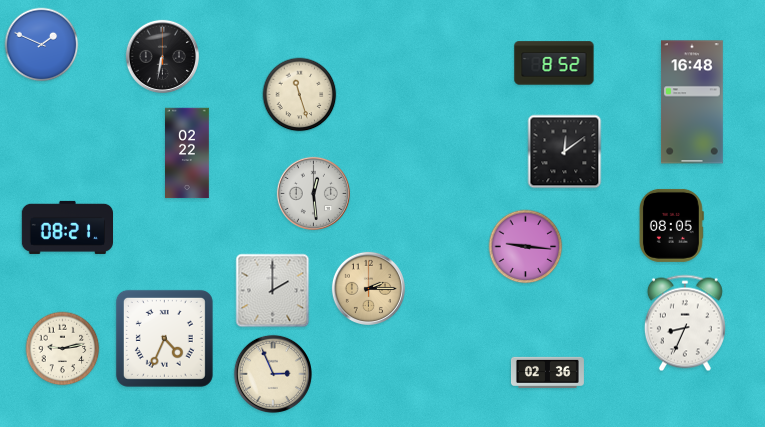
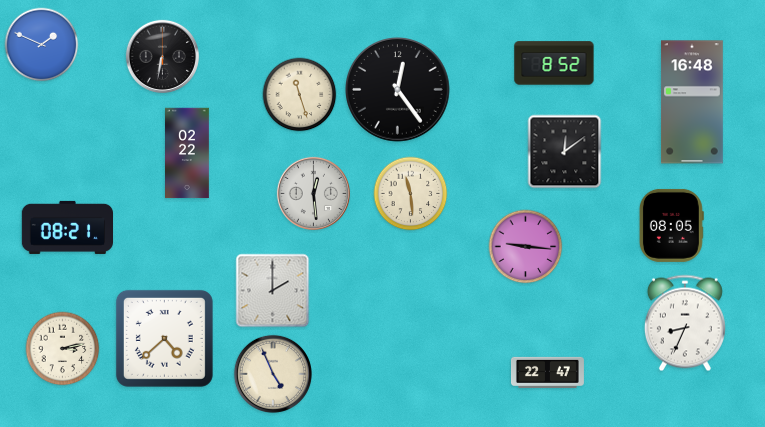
clock at (398, 90): none -> 12:24
clock at (411, 194): none -> 11:29
clock at (368, 288): 2:15 -> none
clock at (164, 338): 4:34 -> 4:38
clock at (63, 349): 9:13 -> 3:13
clock at (547, 372): 02:36 -> 22:47
clock at (273, 374): 2:56 -> 4:56
